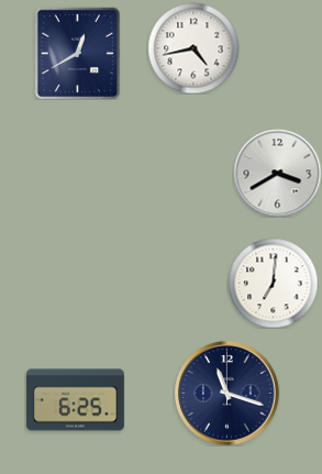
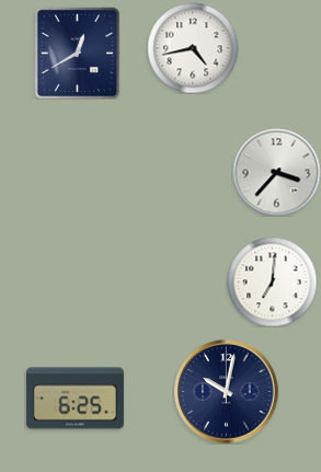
clock at (277, 173): 3:40 -> 3:37
clock at (227, 394): 11:18 -> 10:02
